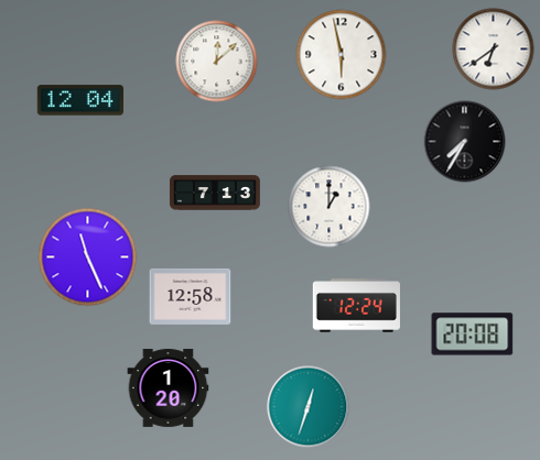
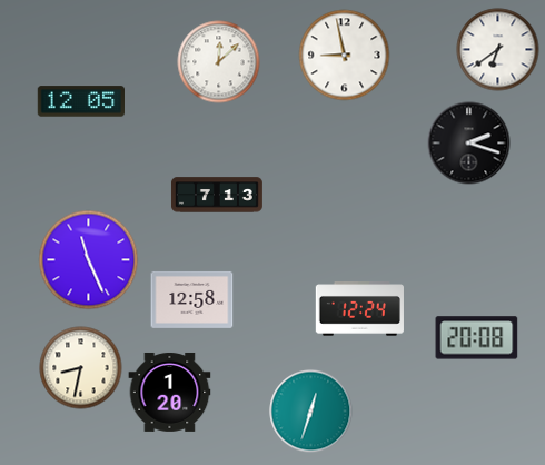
clock at (342, 55): 5:58 -> 8:58
clock at (79, 100): 12:04 -> 12:05
clock at (465, 142): 7:35 -> 2:18
clock at (330, 207): 1:00 -> none
clock at (81, 368): none -> 8:32
